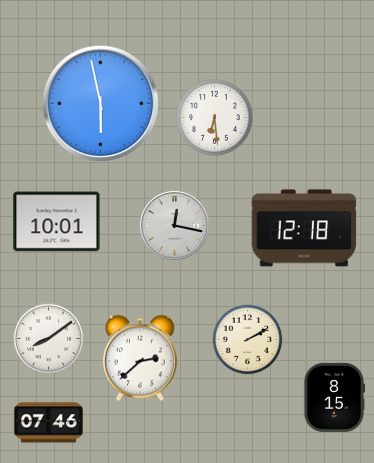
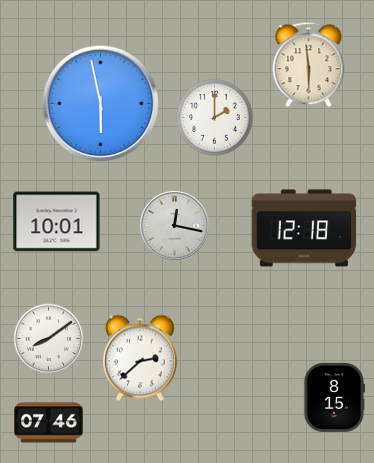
clock at (309, 65): none -> 5:59
clock at (215, 118): 6:29 -> 2:00
clock at (248, 340): 2:10 -> none
